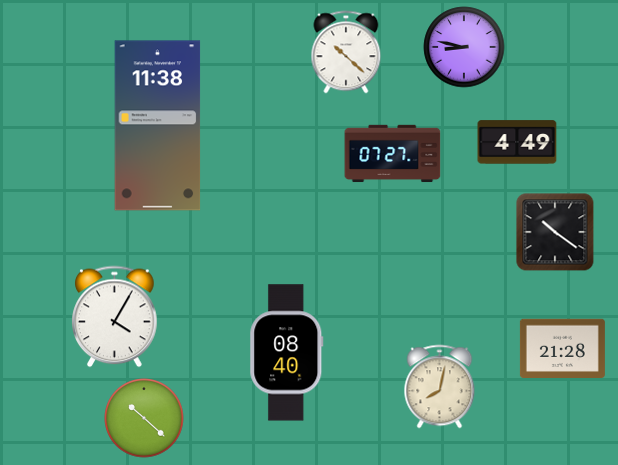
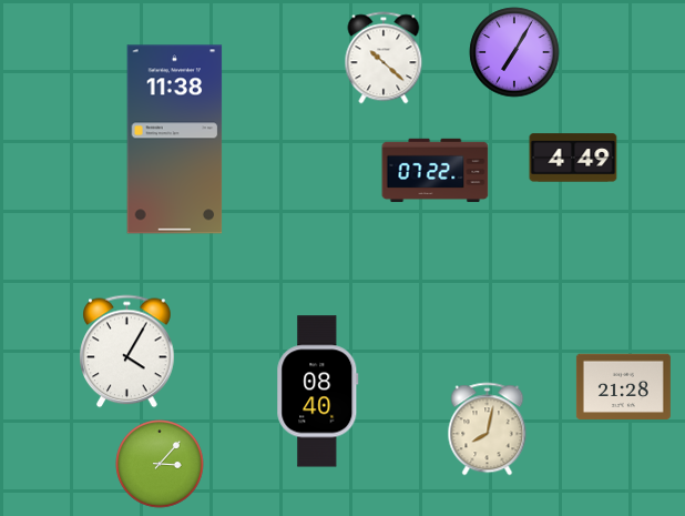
clock at (464, 47): 8:47 -> 7:05
clock at (393, 154): 07:27 -> 07:22
clock at (555, 232): 10:21 -> none
clock at (144, 418): 10:22 -> 3:07
